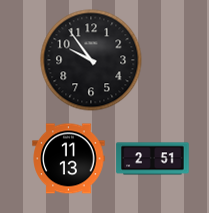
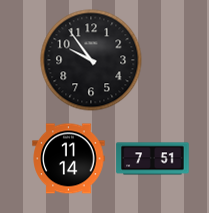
clock at (69, 159): 11:13 -> 11:14
clock at (153, 159): 2:51 -> 7:51
